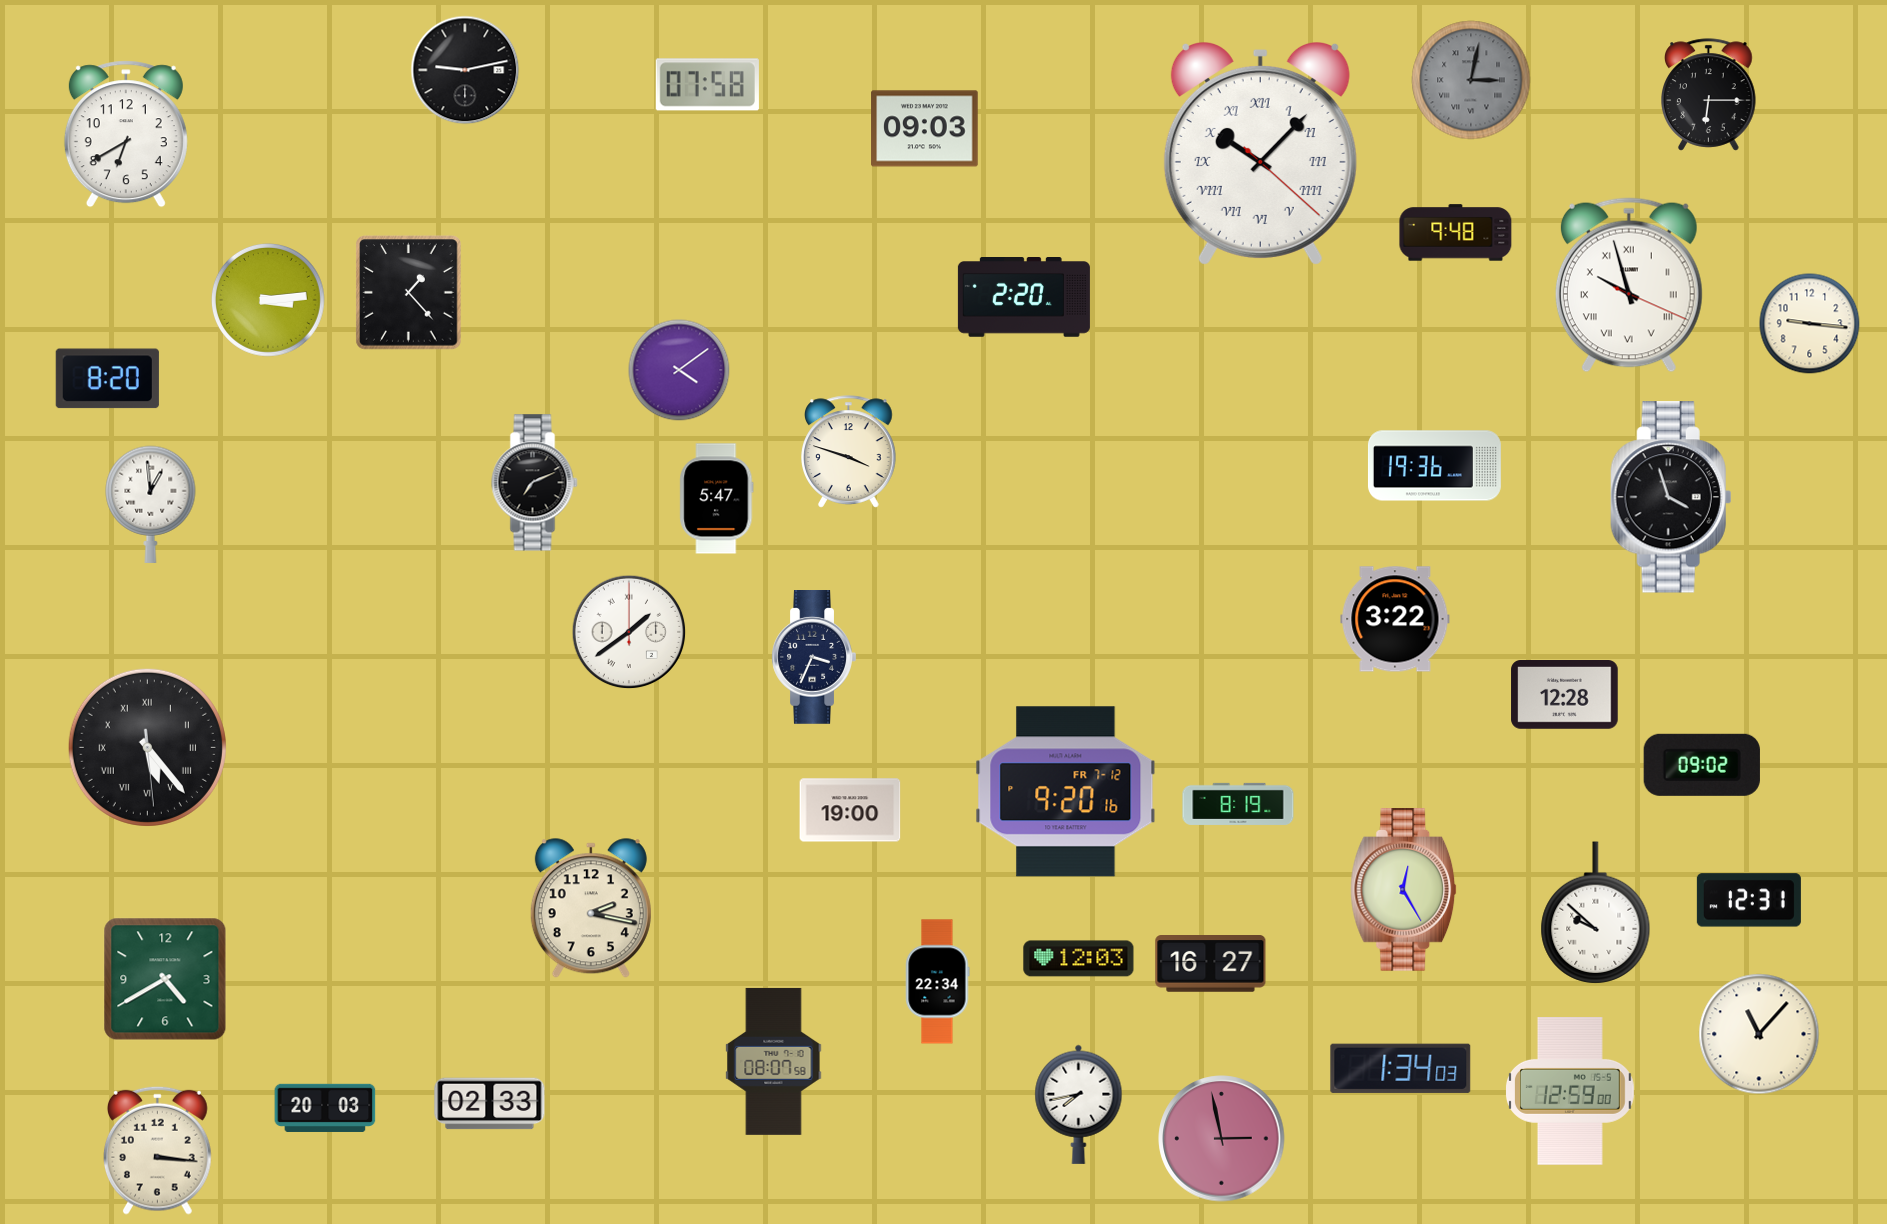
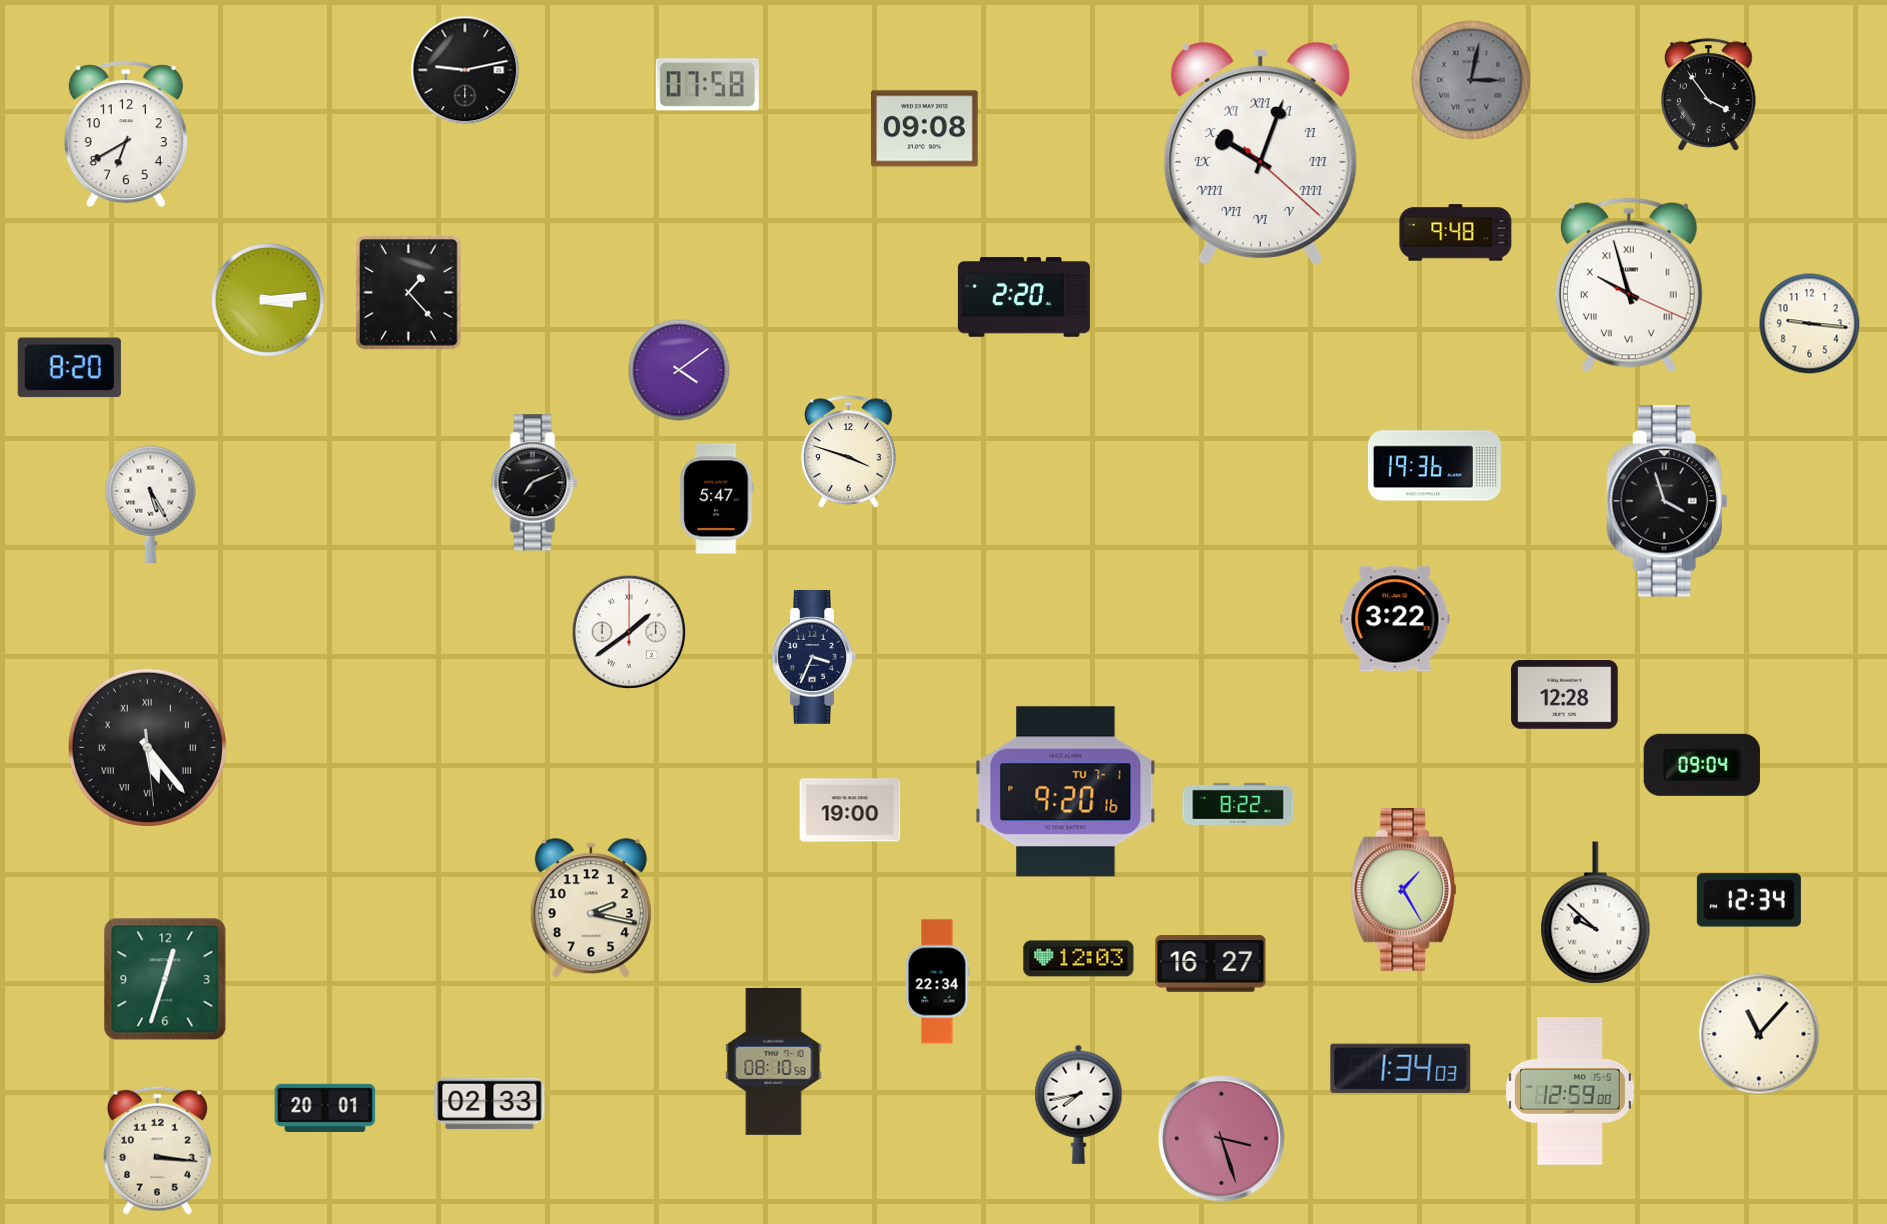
clock at (1709, 95): 6:15 -> 3:54
clock at (925, 129): 09:03 -> 09:08
clock at (1260, 154): 10:07 -> 10:03
clock at (107, 379) position: (107, 379) -> (69, 368)
clock at (1671, 497) position: (1671, 497) -> (1667, 501)
clock at (151, 504): 12:59 -> 5:25
clock at (1702, 765): 09:02 -> 09:04
clock at (1066, 792) date: FR 7-12 -> TU 7-1
clock at (1238, 804): 8:19 -> 8:22
clock at (1404, 890): 12:25 -> 1:25
clock at (1749, 900): 12:31 -> 12:34
clock at (165, 979): 4:40 -> 12:33
clock at (774, 1061): 08:07 -> 08:10
clock at (325, 1107): 20:03 -> 20:01
clock at (1222, 1139): 2:58 -> 3:27
